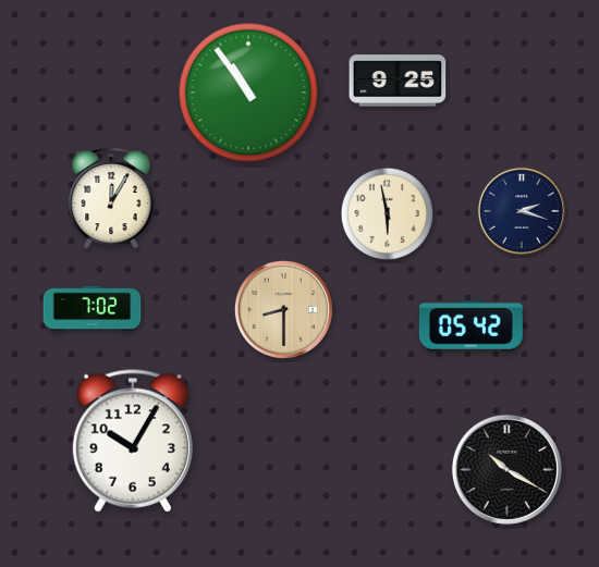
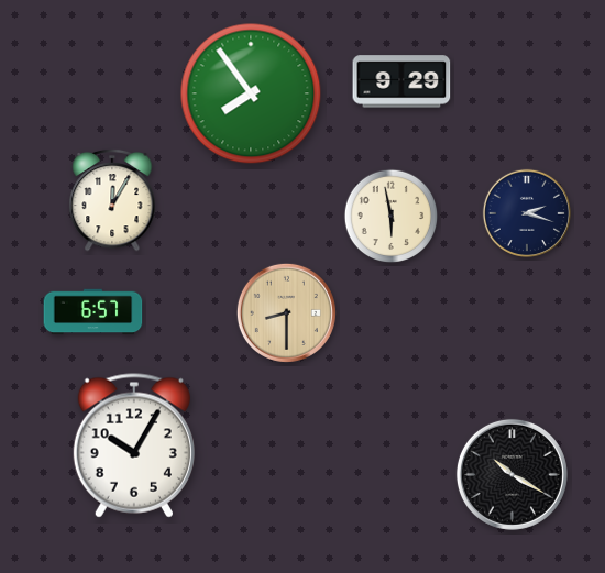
clock at (398, 81): 9:25 -> 9:29
clock at (248, 93): 10:54 -> 7:54
clock at (93, 309): 7:02 -> 6:57
clock at (470, 325): 05:42 -> none
